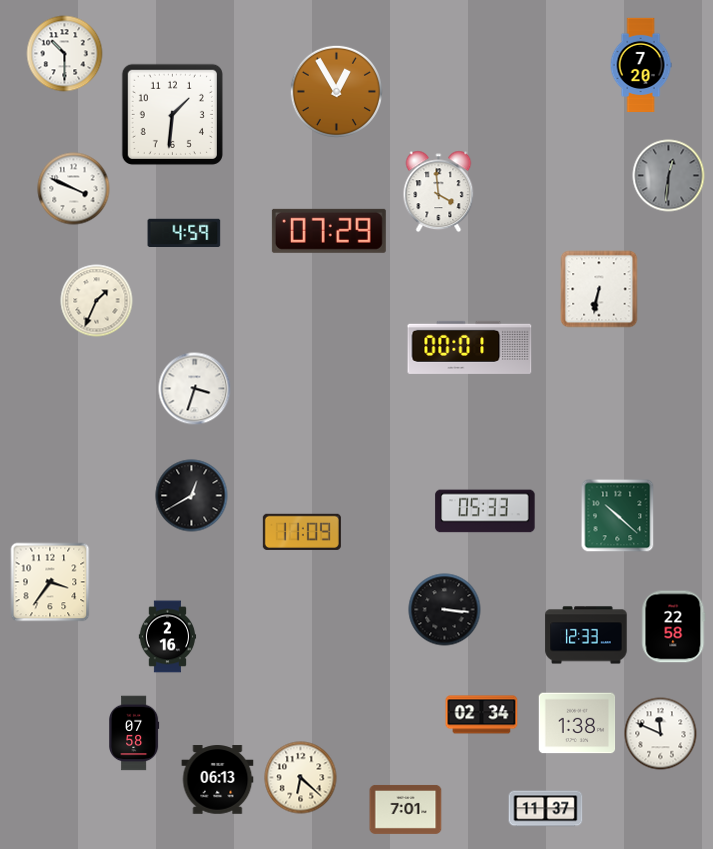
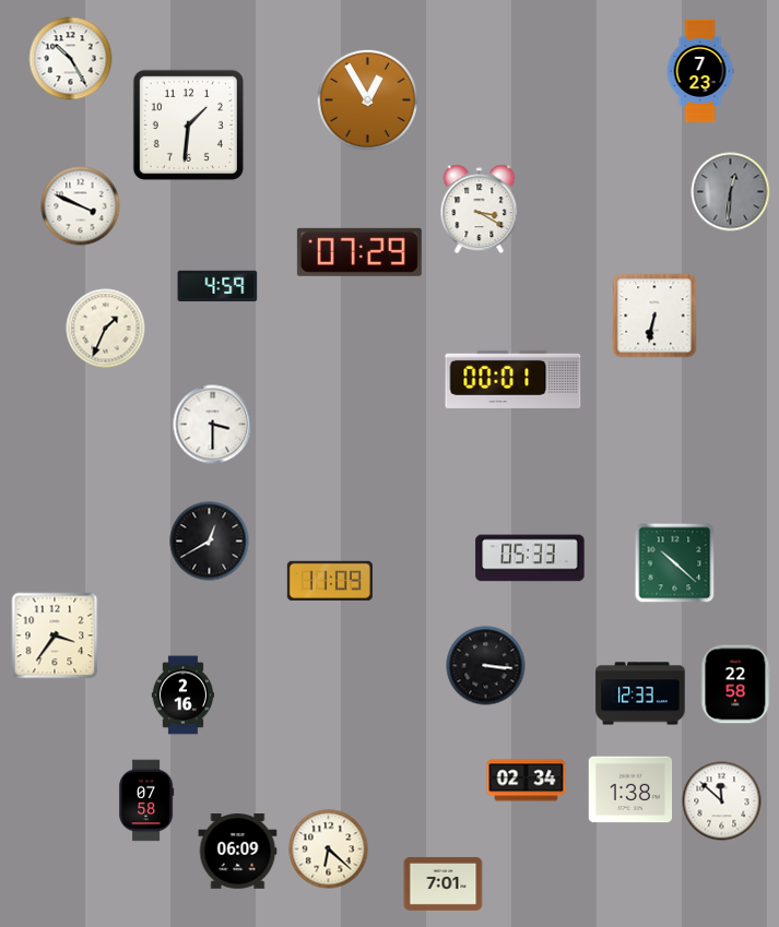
clock at (65, 54): 10:30 -> 10:25
clock at (641, 64): 7:20 -> 7:23
clock at (439, 192): 3:59 -> 3:20
clock at (184, 232) position: (184, 232) -> (217, 285)
clock at (195, 389): 3:33 -> 3:30
clock at (661, 734): 11:49 -> 11:52
clock at (218, 780): 06:13 -> 06:09
clock at (546, 809): 11:37 -> none
